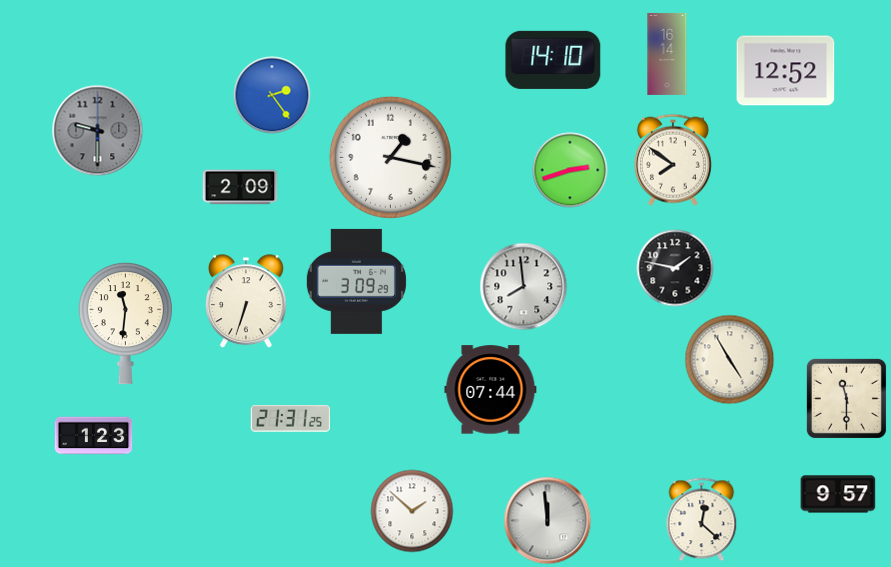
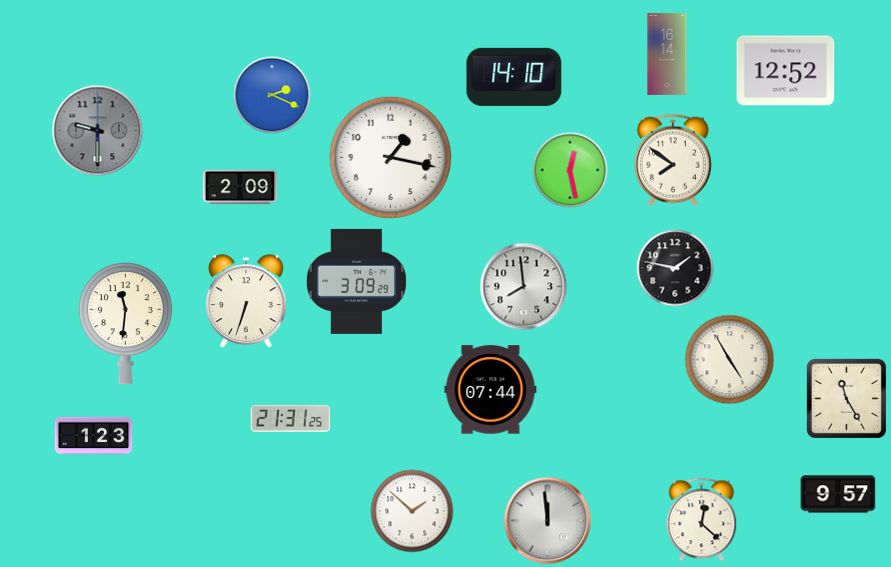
clock at (553, 60) position: (553, 60) -> (514, 77)
clock at (272, 95): 2:24 -> 2:19
clock at (570, 170): 2:42 -> 12:28
clock at (846, 398): 11:30 -> 11:25
